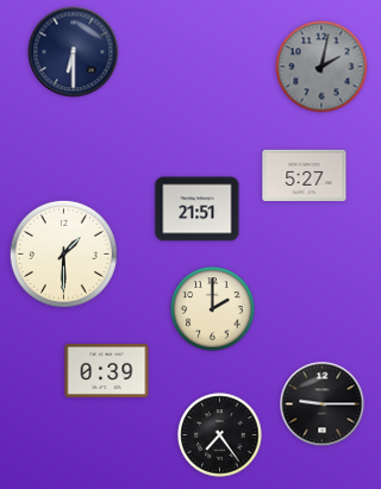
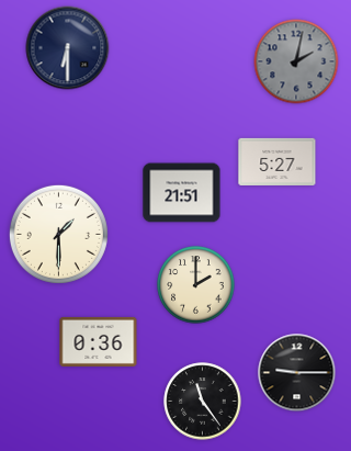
clock at (305, 175) position: (305, 175) -> (278, 161)
clock at (107, 370): 0:39 -> 0:36
clock at (220, 435): 7:24 -> 11:24
